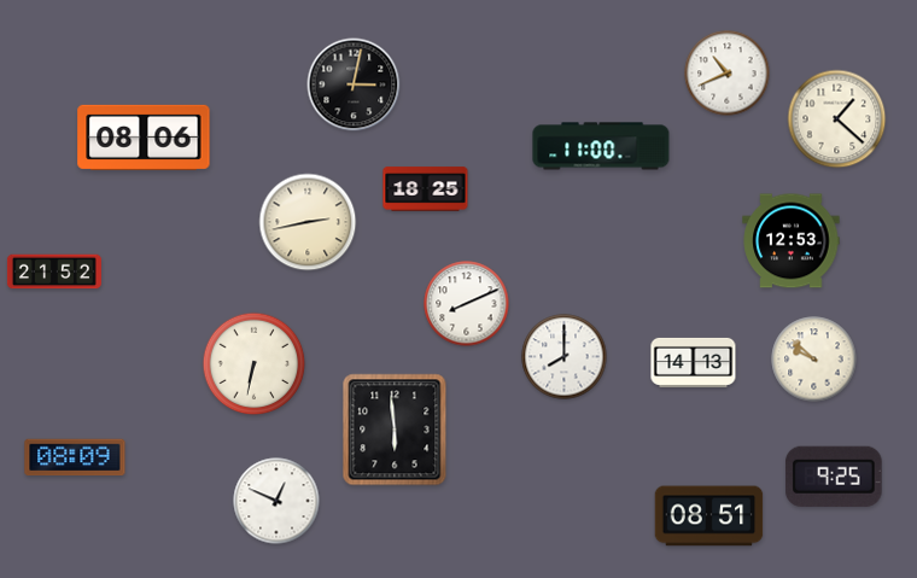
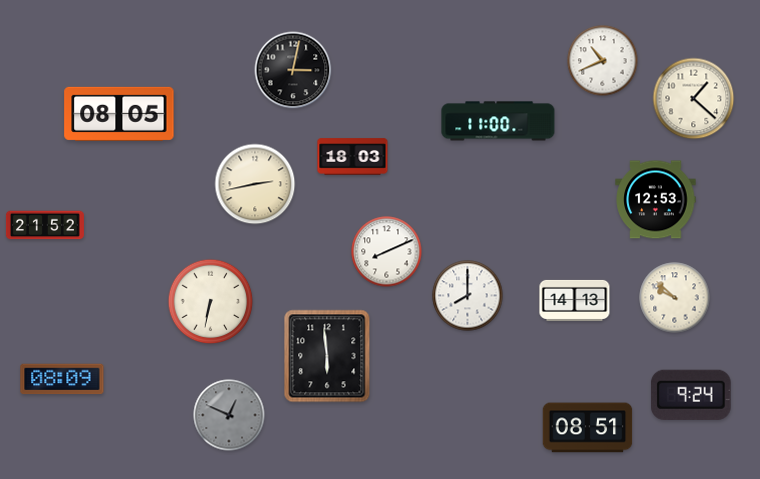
clock at (144, 138): 08:06 -> 08:05
clock at (426, 189): 18:25 -> 18:03
clock at (834, 477): 9:25 -> 9:24
clock at (276, 501) dial: white -> grey
